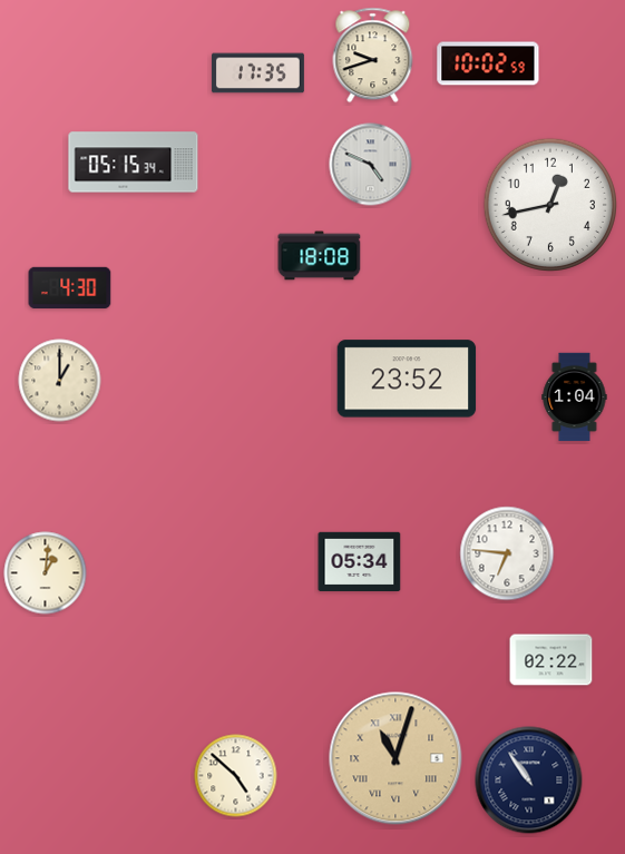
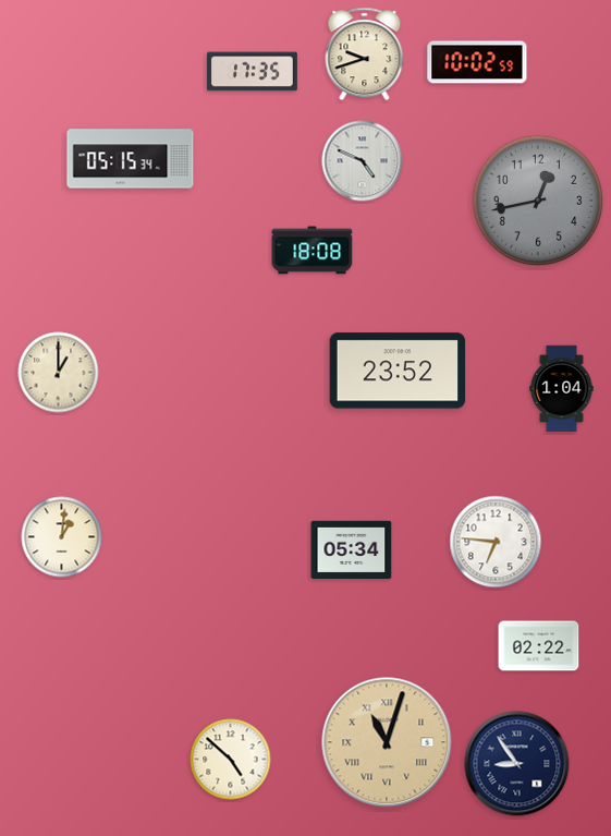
clock at (549, 204) dial: white -> grey
clock at (70, 288): 4:30 -> none
clock at (46, 573) position: (46, 573) -> (62, 537)
clock at (529, 781): 10:54 -> 8:54
